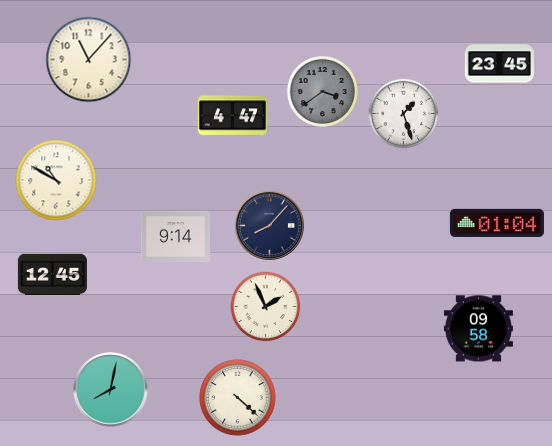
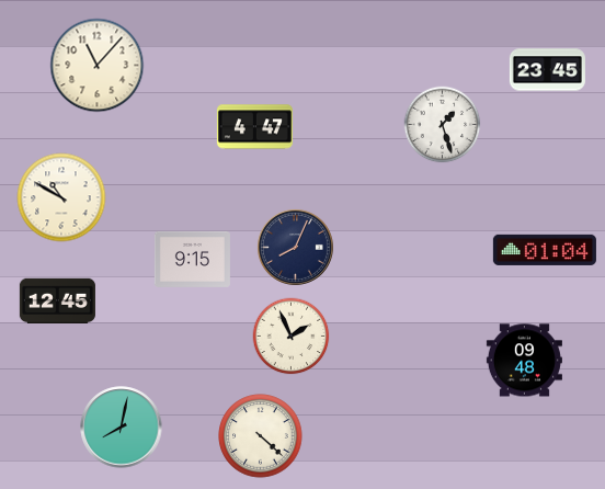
clock at (322, 91): 3:39 -> none
clock at (497, 223) position: (497, 223) -> (545, 250)
clock at (269, 225): 8:07 -> 8:04
clock at (175, 236): 9:14 -> 9:15
clock at (478, 329): 09:58 -> 09:48
